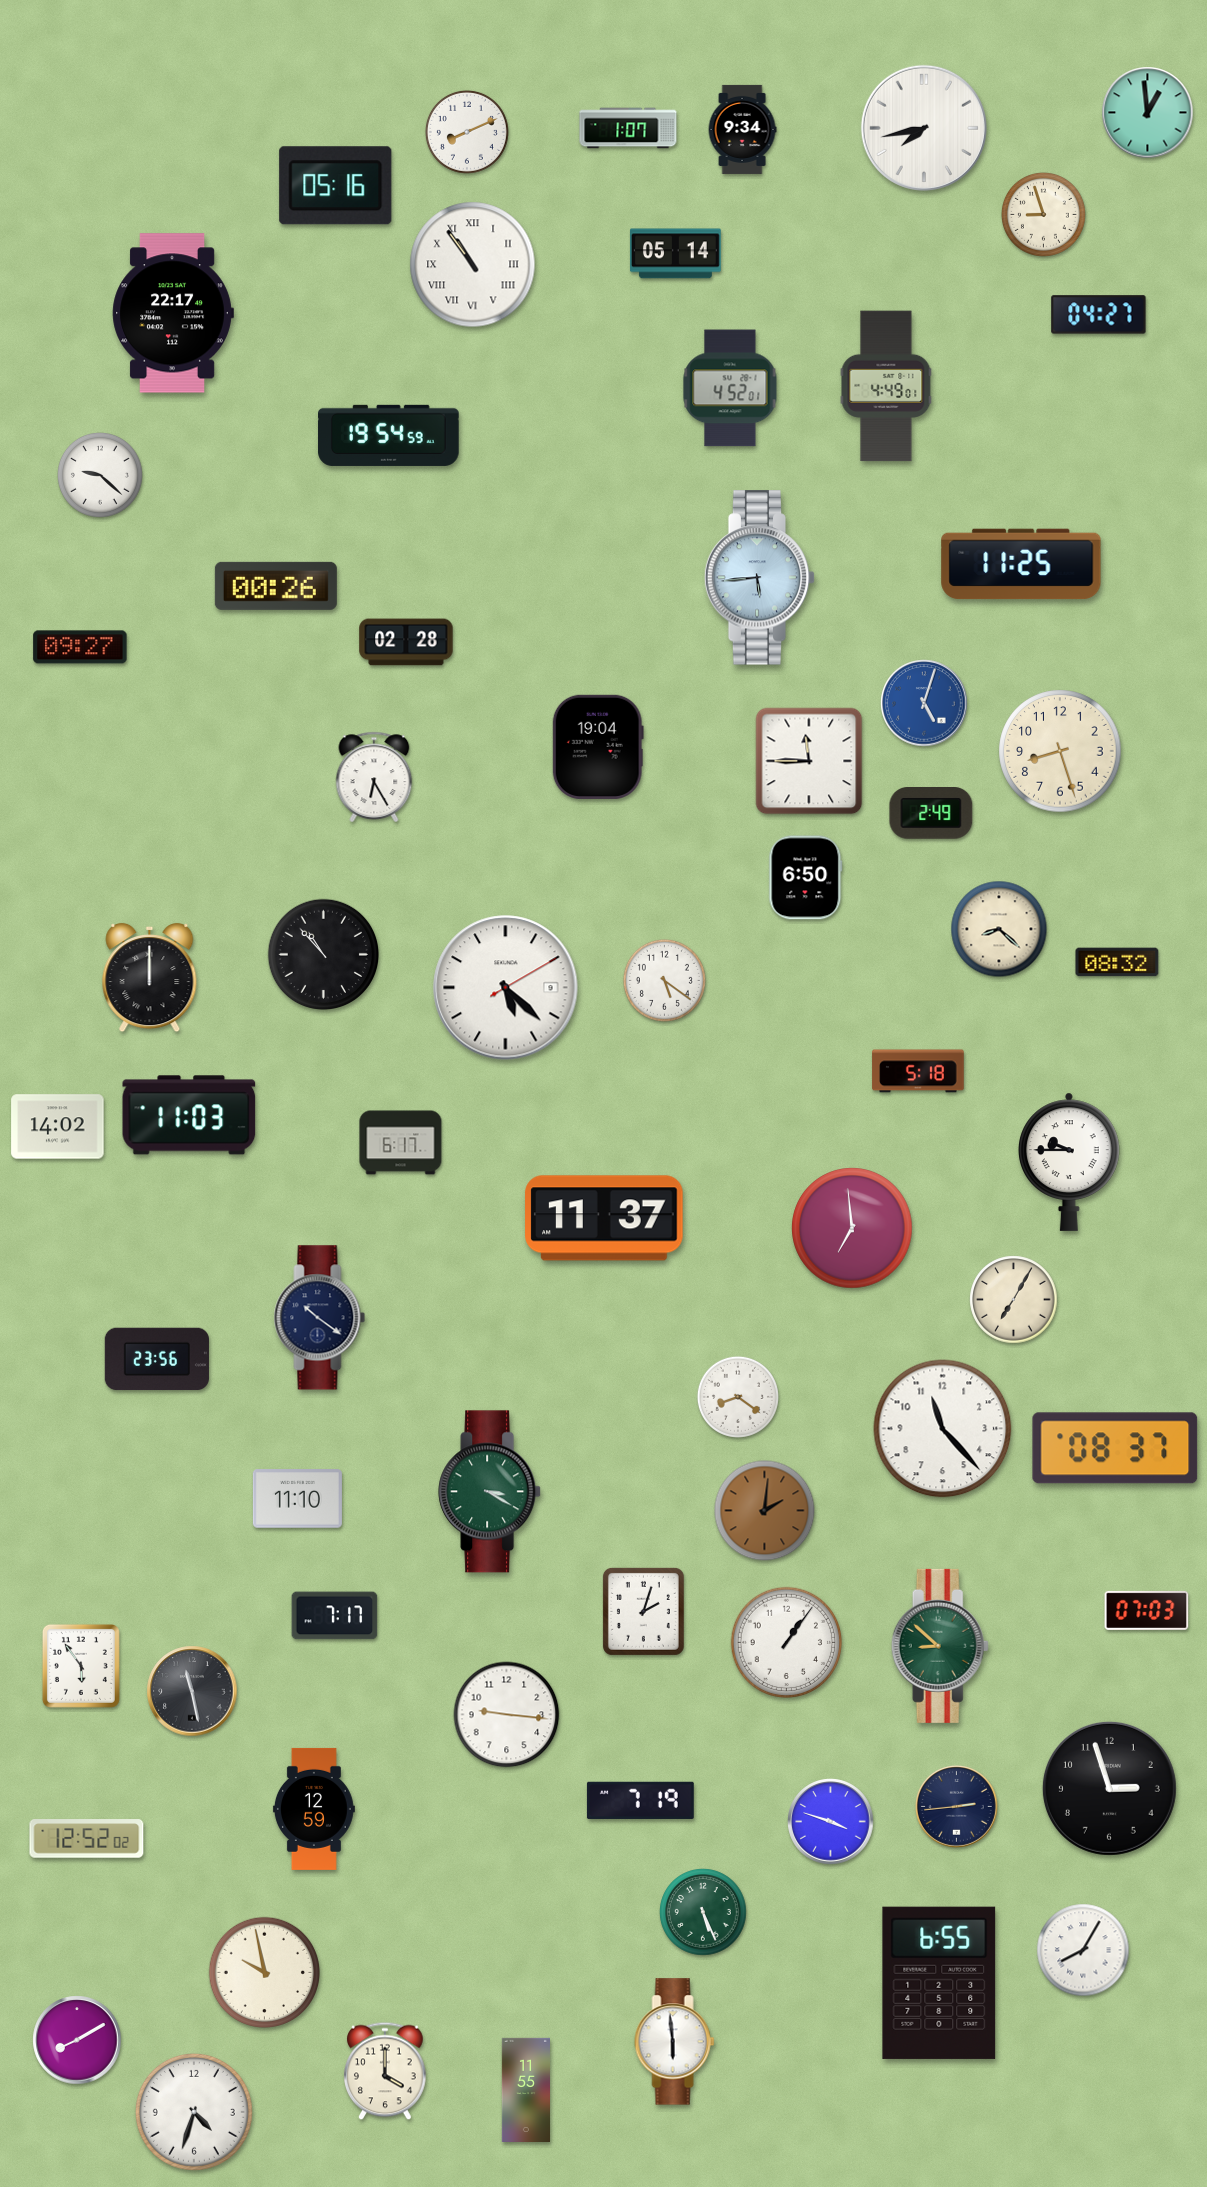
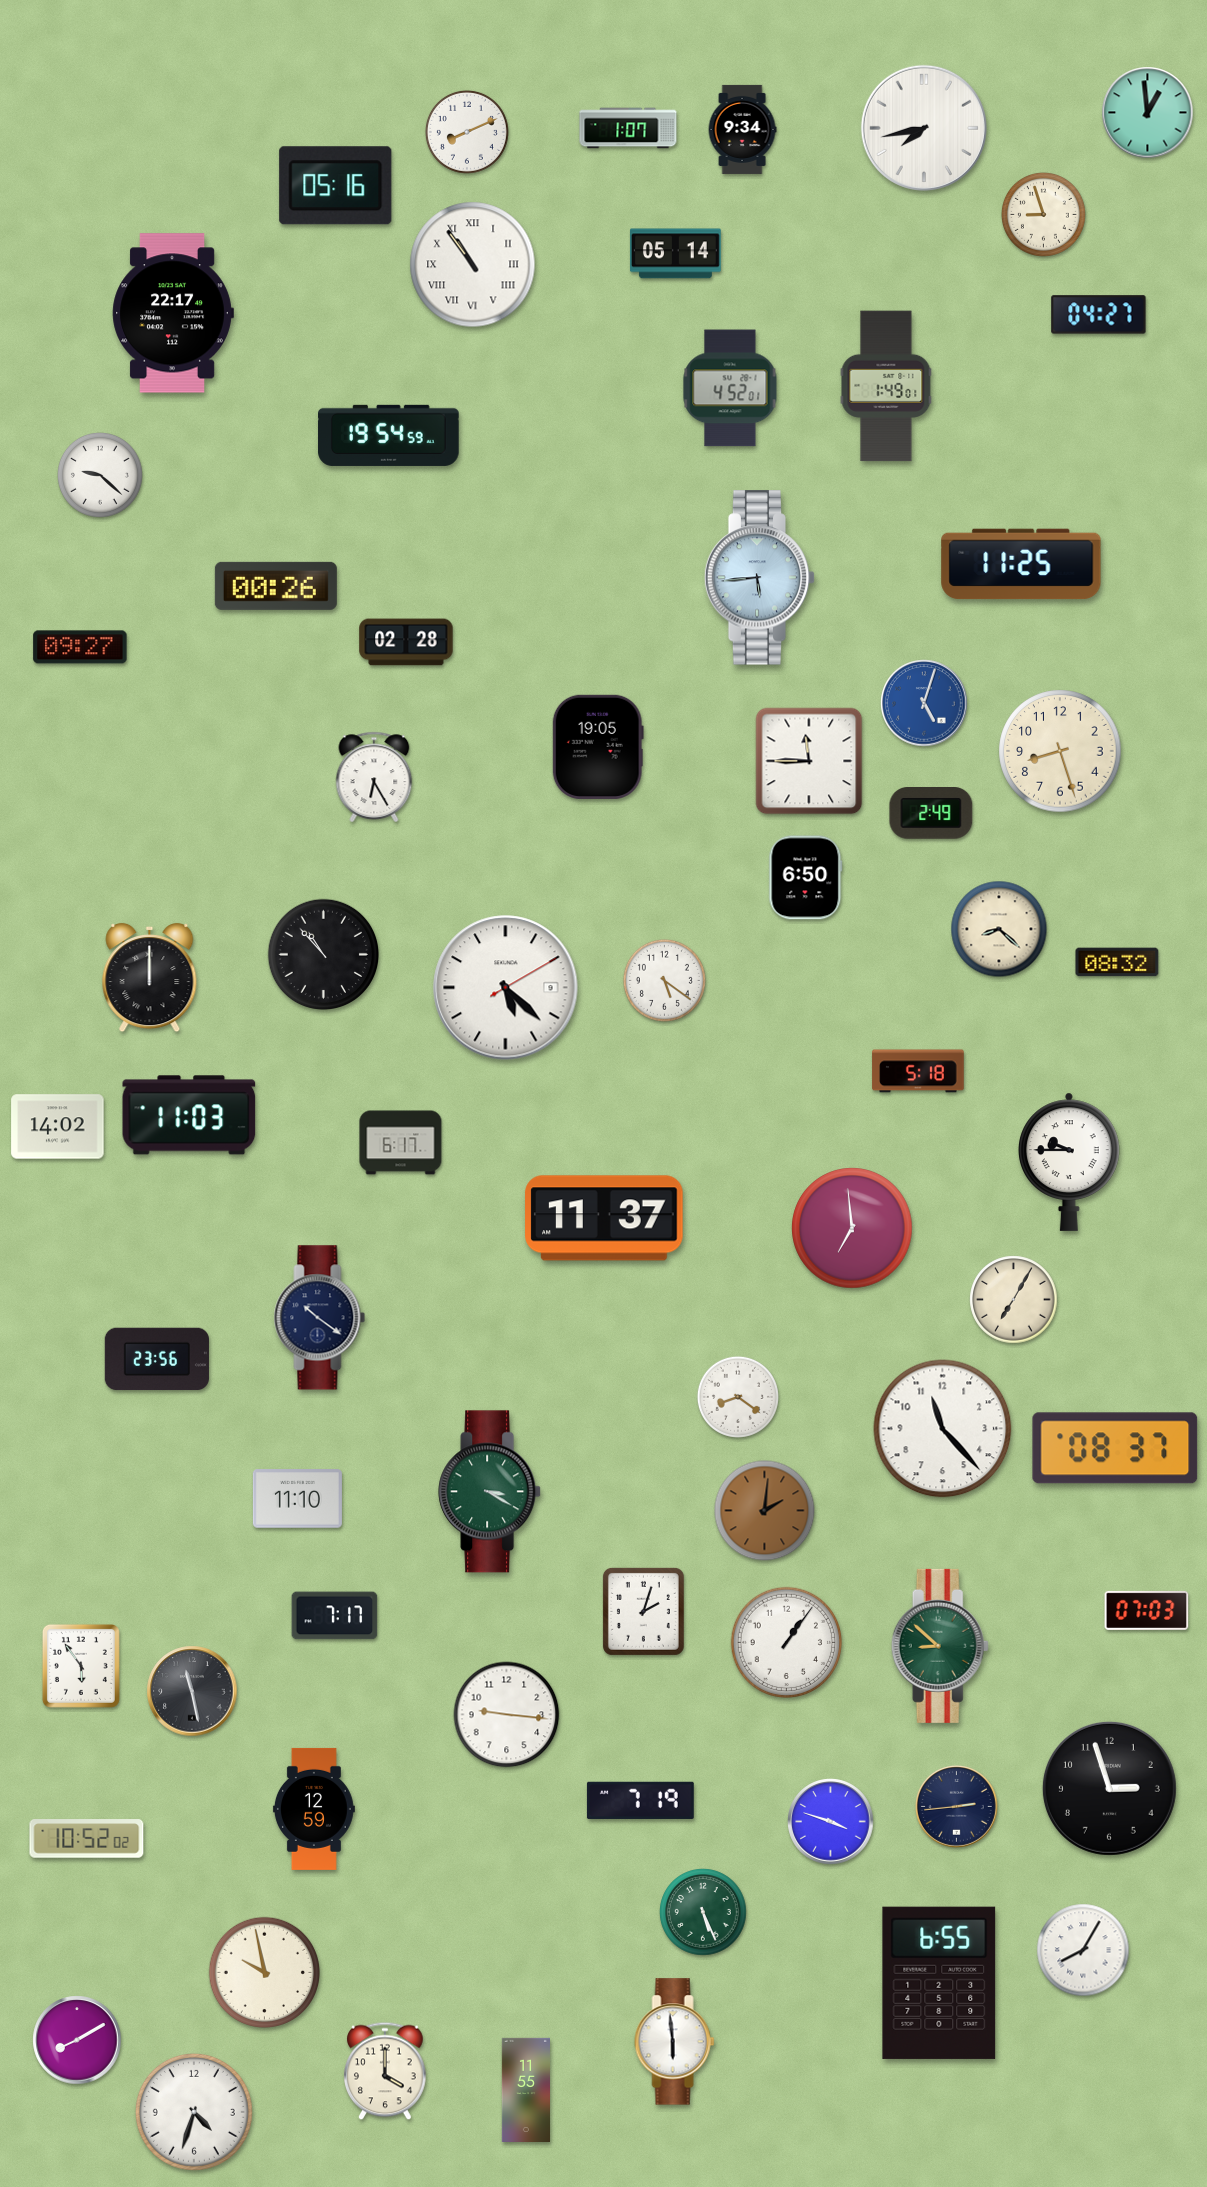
clock at (886, 386): 4:49 -> 1:49
clock at (598, 747): 19:04 -> 19:05
clock at (87, 1839): 12:52 -> 10:52
